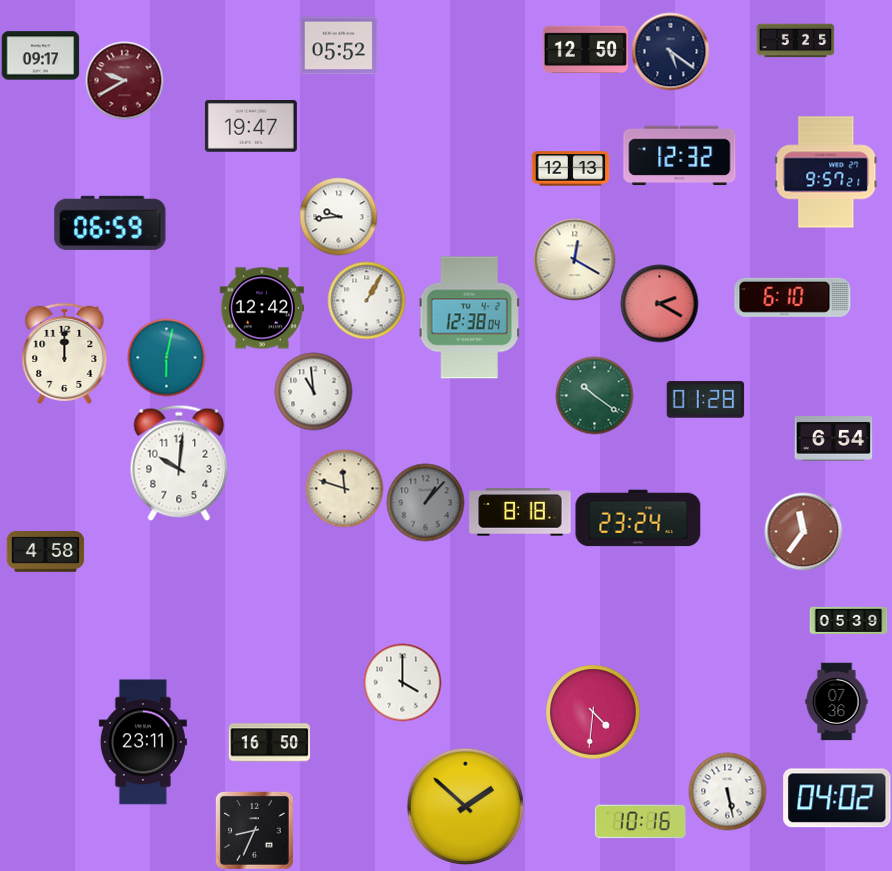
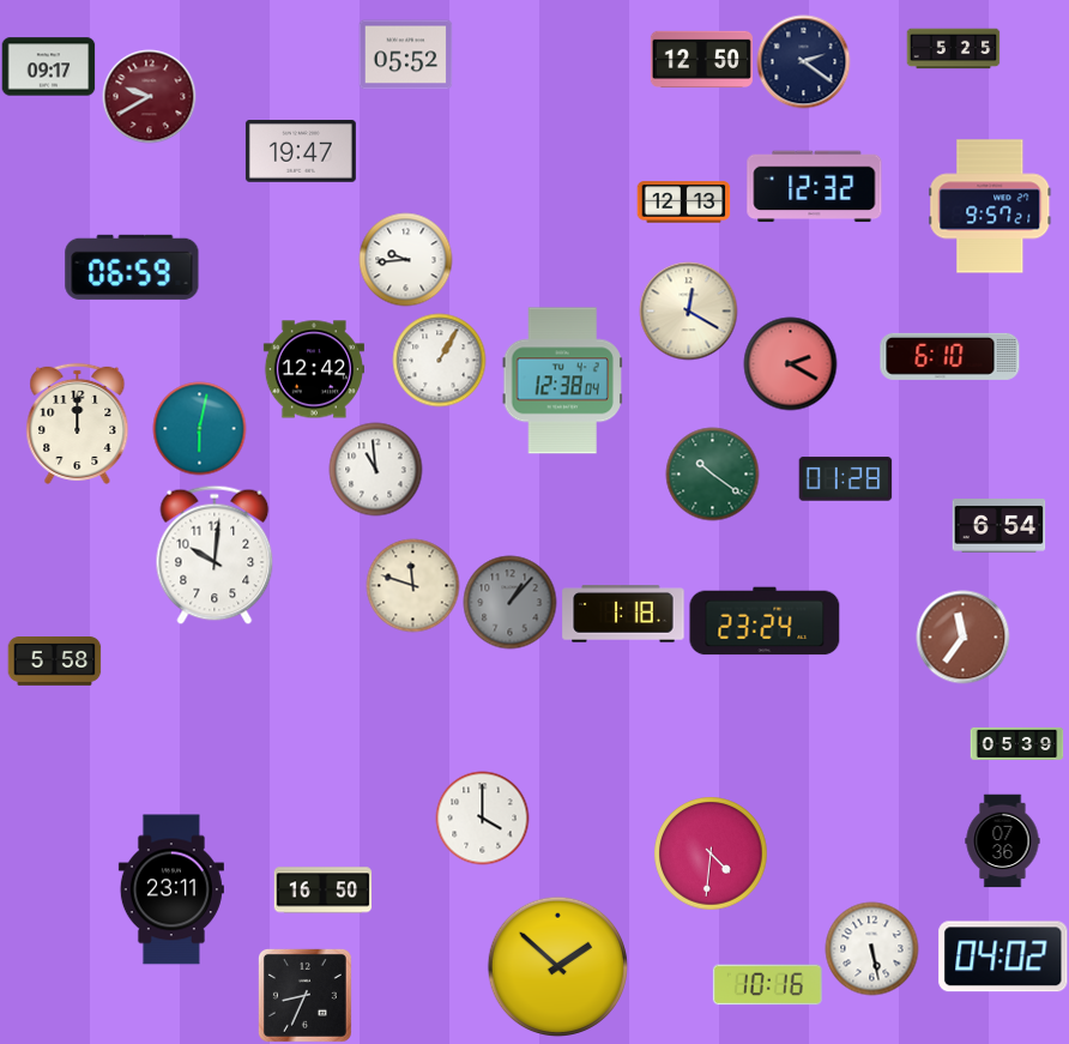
clock at (670, 51): 5:21 -> 2:21
clock at (520, 512): 8:18 -> 1:18
clock at (45, 552): 4:58 -> 5:58
